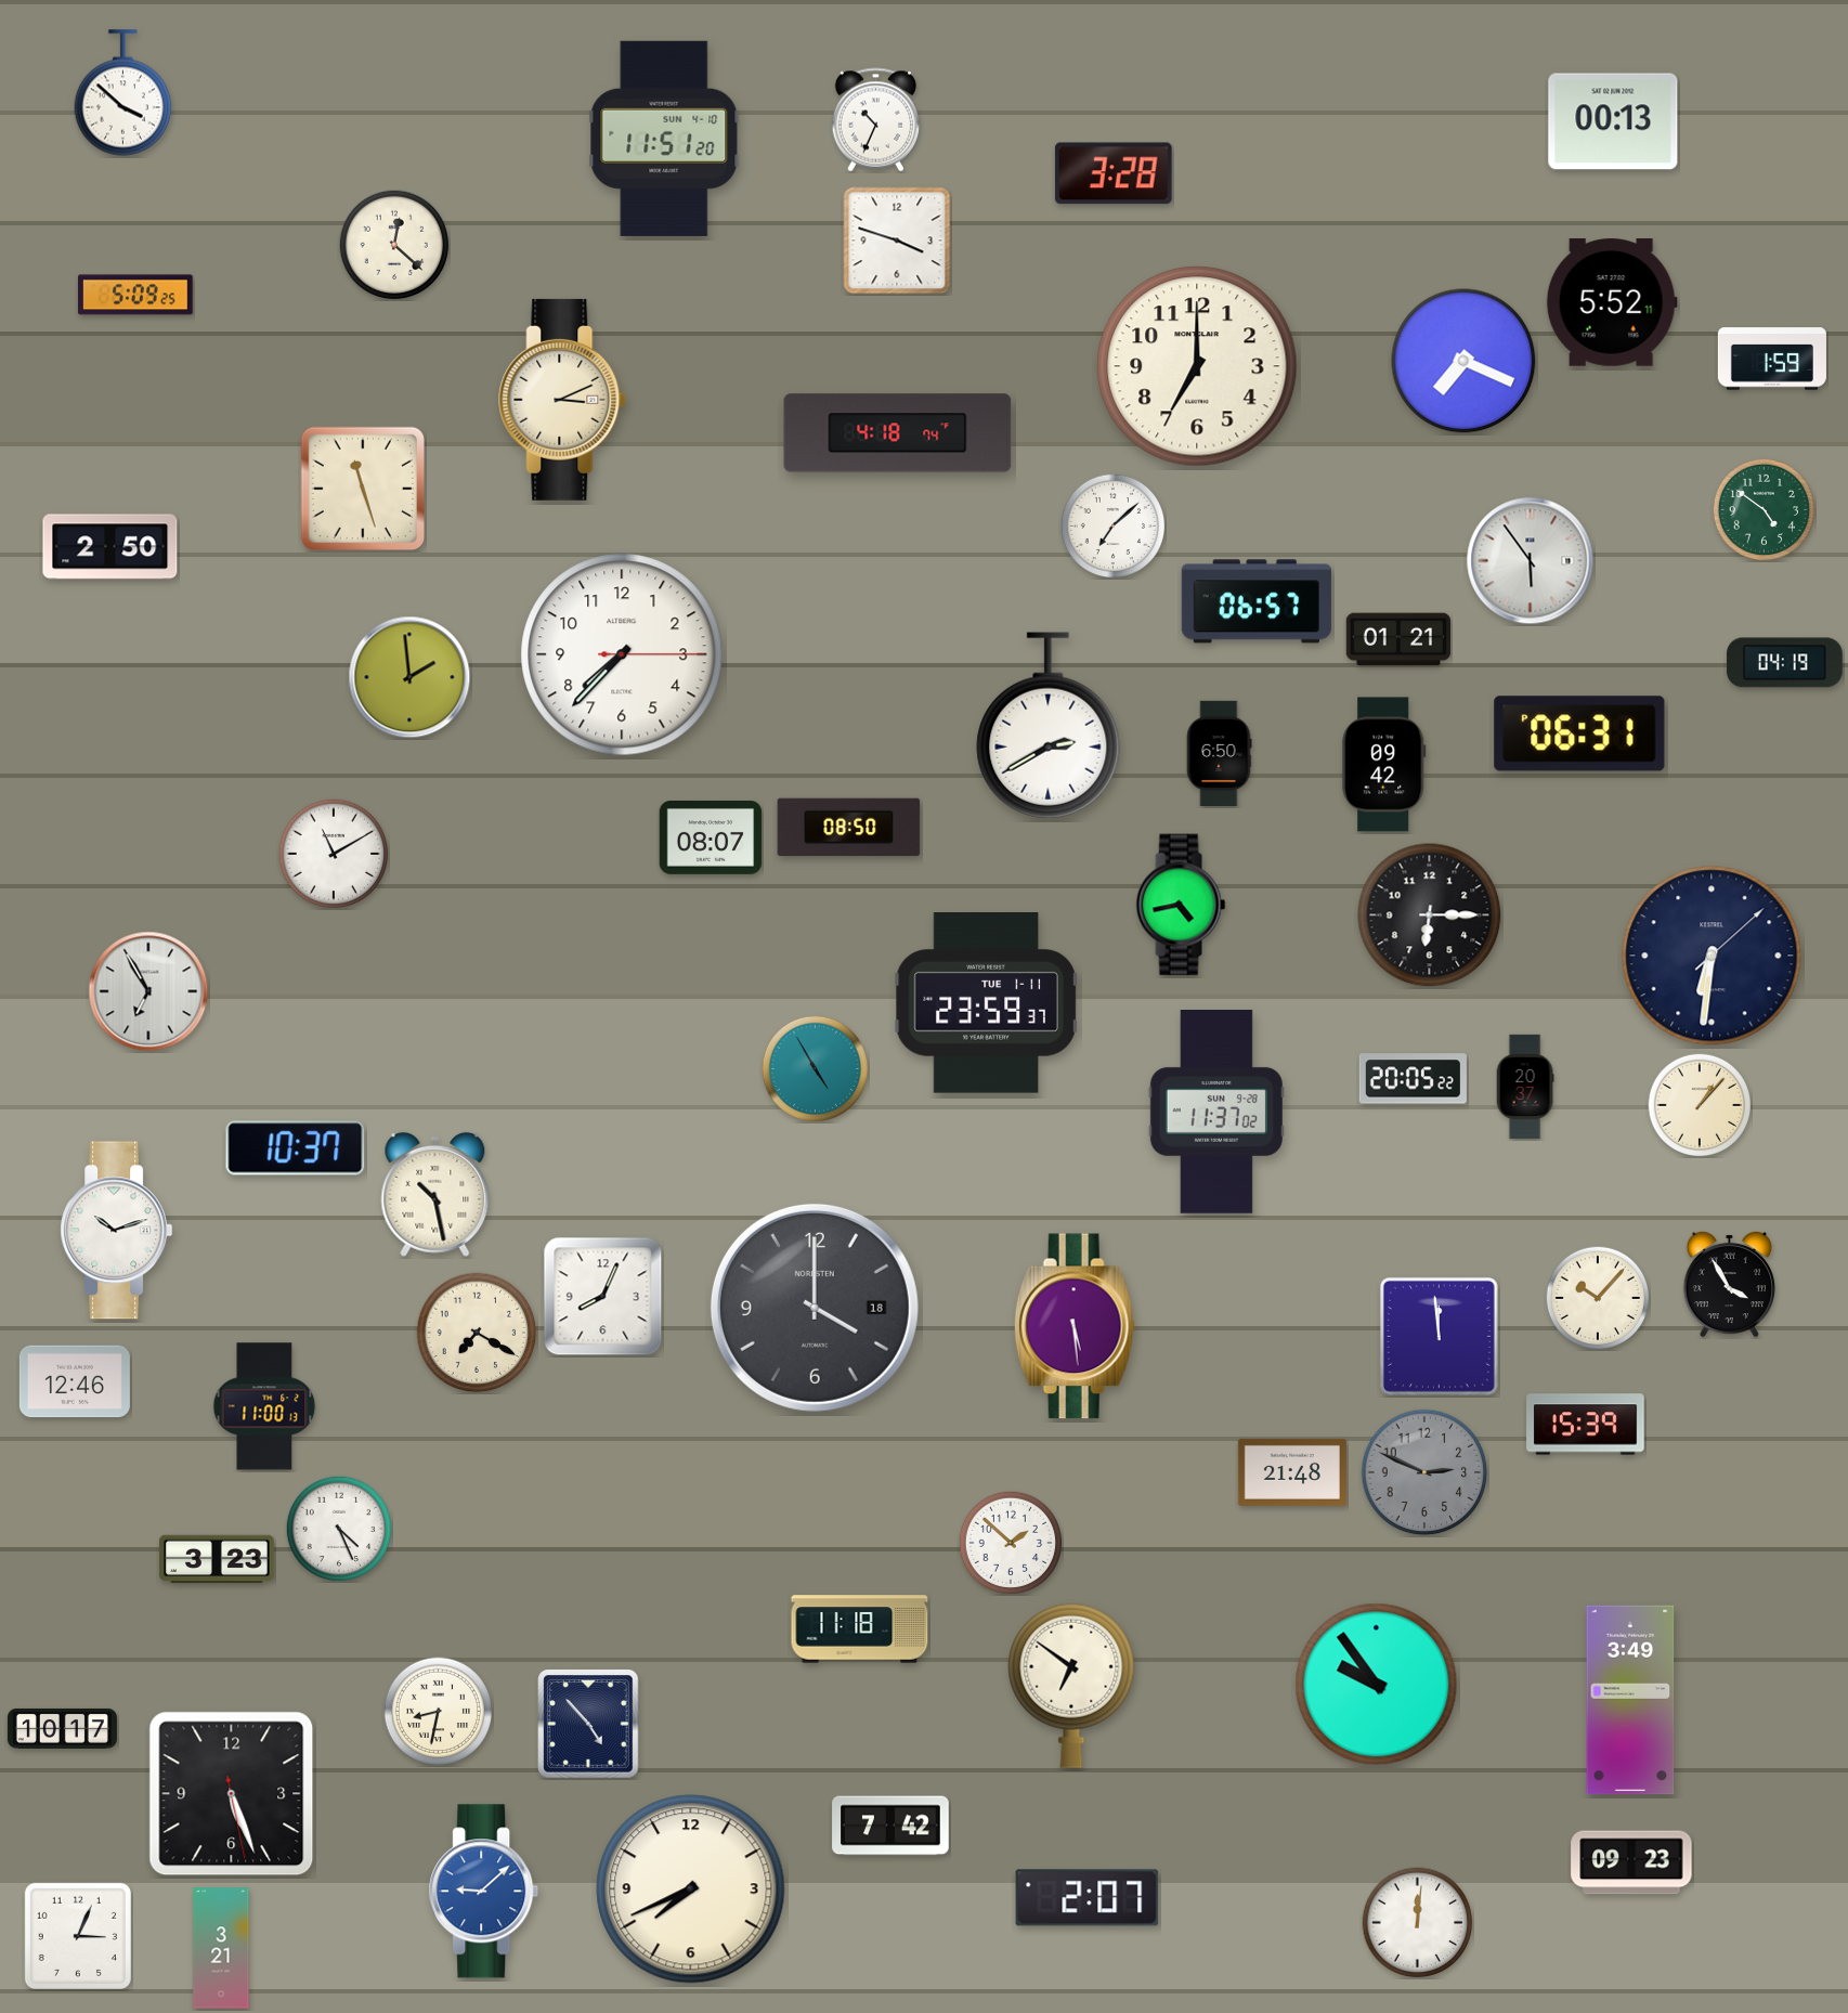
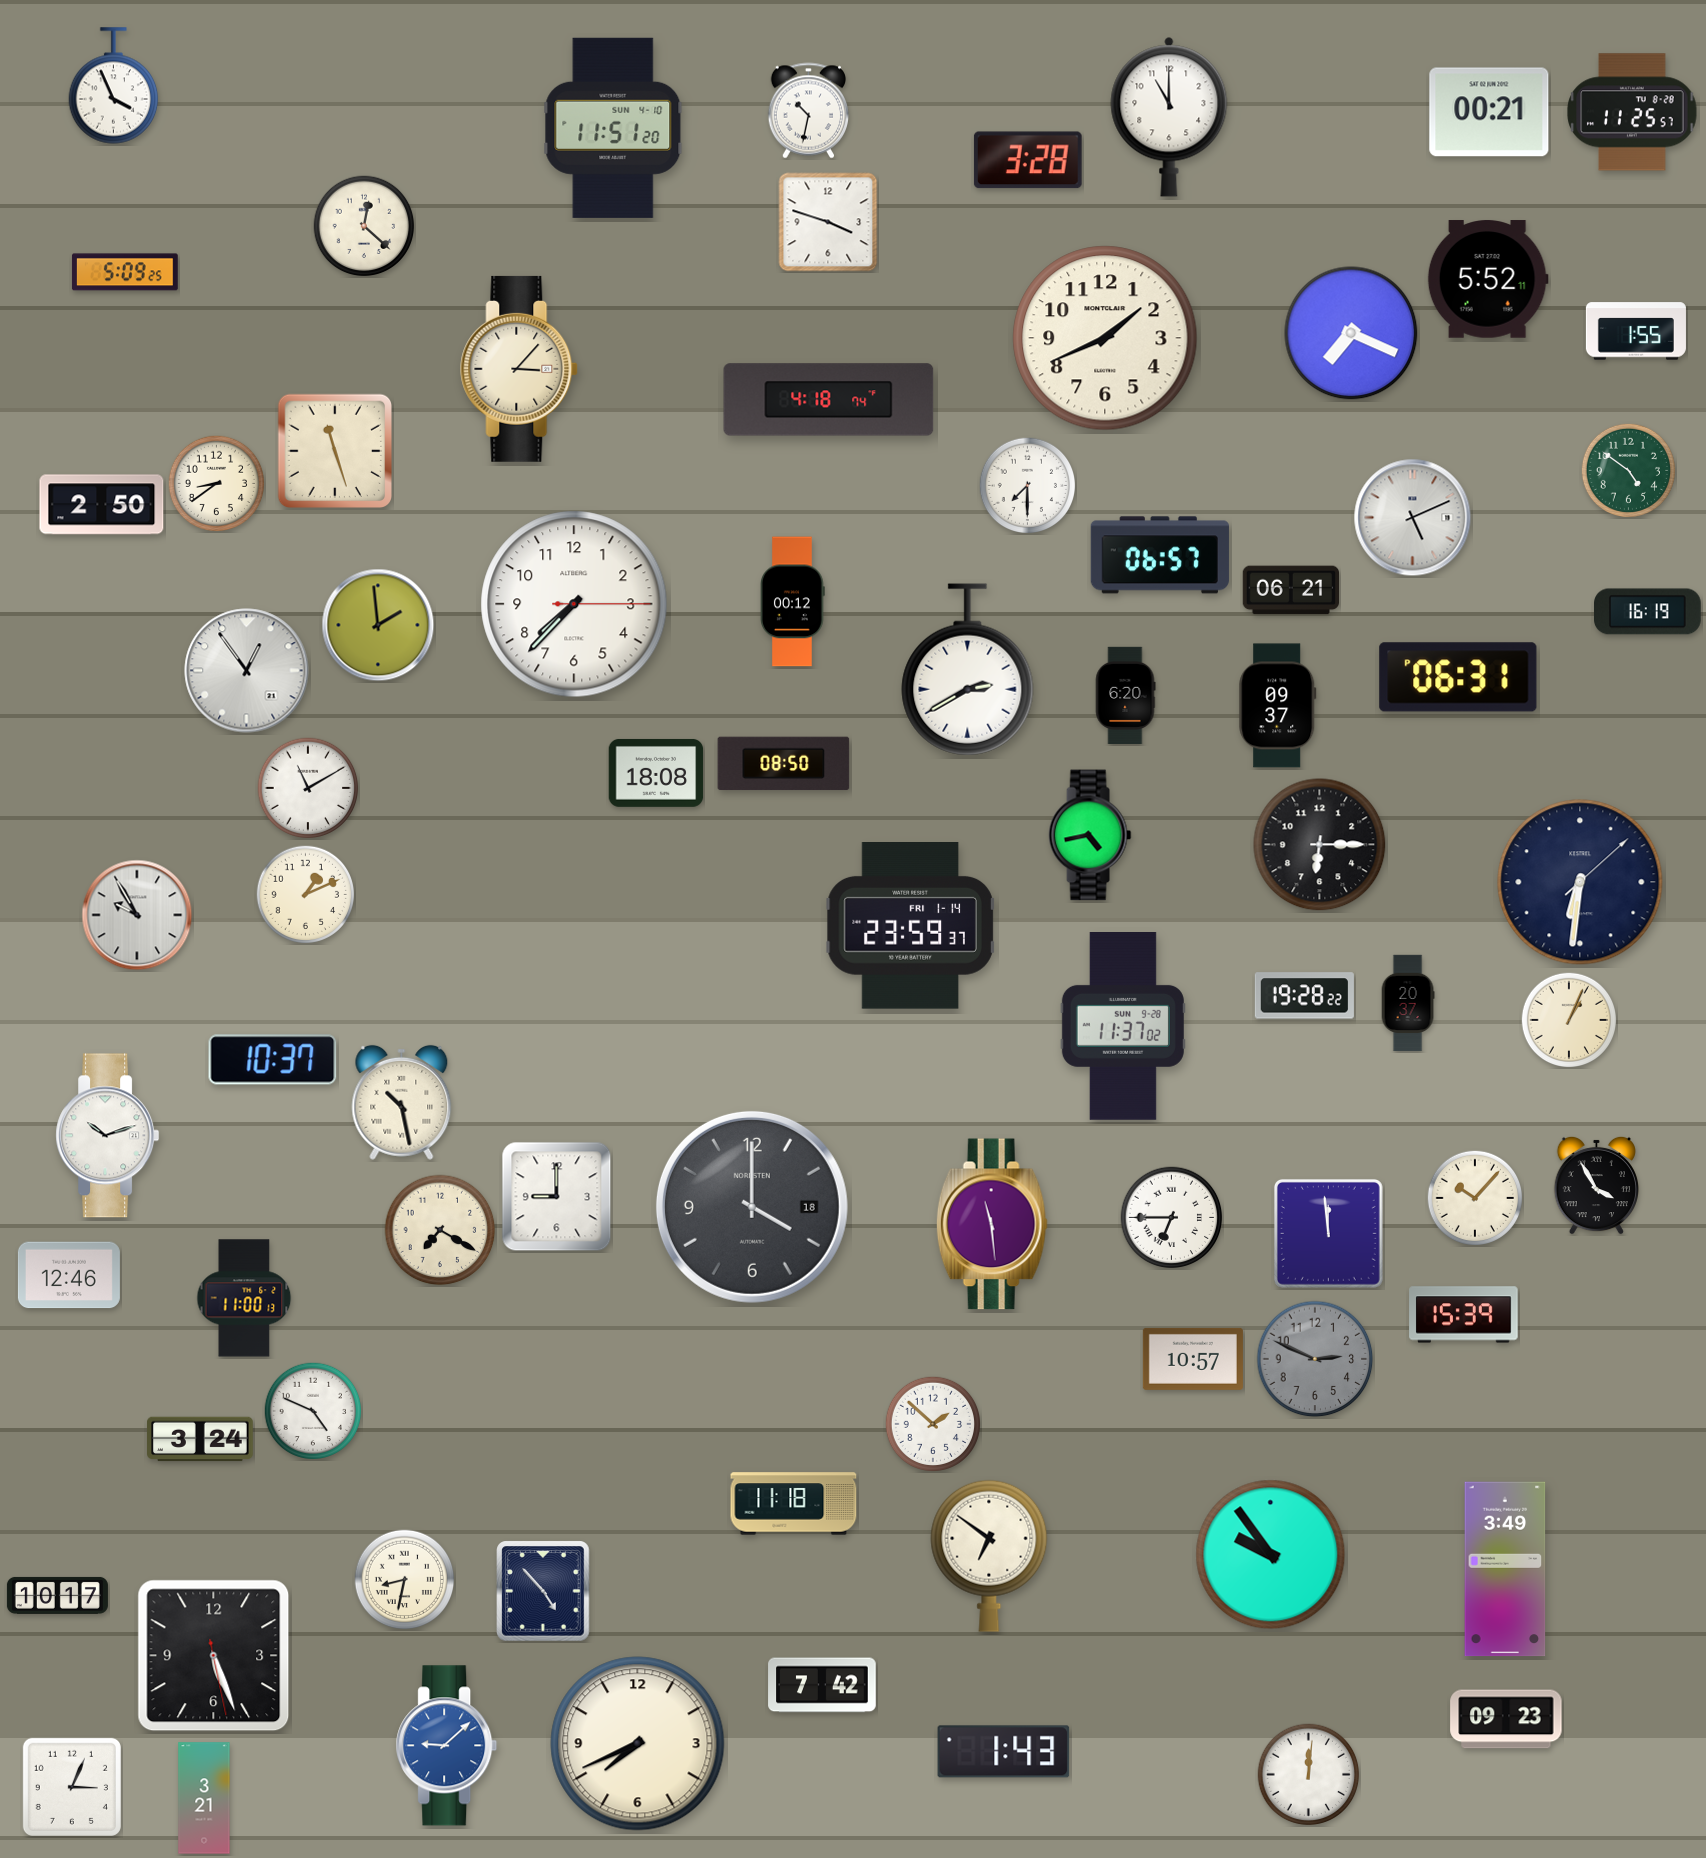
clock at (123, 93): 3:52 -> 3:56
clock at (875, 120): 10:34 -> 10:32
clock at (1613, 121): 00:13 -> 00:21
clock at (1632, 112): none -> 11:25
clock at (1169, 117): none -> 11:00
clock at (1772, 359): 1:59 -> 1:55
clock at (1197, 366): 7:00 -> 1:41
clock at (563, 400): 3:11 -> 3:07
clock at (216, 483): none -> 8:39
clock at (1112, 525): 7:08 -> 7:30
clock at (1531, 561): 5:54 -> 5:11
clock at (1398, 639): 01:21 -> 06:21
clock at (793, 602): none -> 00:12
clock at (1785, 663): 04:19 -> 16:19
clock at (247, 671): none -> 12:54
clock at (1219, 753): 6:50 -> 6:20
clock at (1384, 765): 09:42 -> 09:37
clock at (711, 837): 08:07 -> 18:08
clock at (306, 895): none -> 1:11
clock at (148, 991): 6:55 -> 9:55
clock at (987, 1003) date: TUE 1-11 -> FRI 1-14
clock at (816, 1069): 4:55 -> none
clock at (1413, 1079): 20:05 -> 19:28
clock at (1699, 1104): 1:07 -> 1:04
clock at (603, 1297): 8:04 -> 9:00
clock at (1172, 1218): none -> 6:45
clock at (1075, 1326): 5:29 -> 11:29
clock at (1292, 1472): 21:48 -> 10:57
clock at (339, 1529): 4:26 -> 4:49
clock at (218, 1559): 3:23 -> 3:24
clock at (1088, 1898): 2:07 -> 1:43
